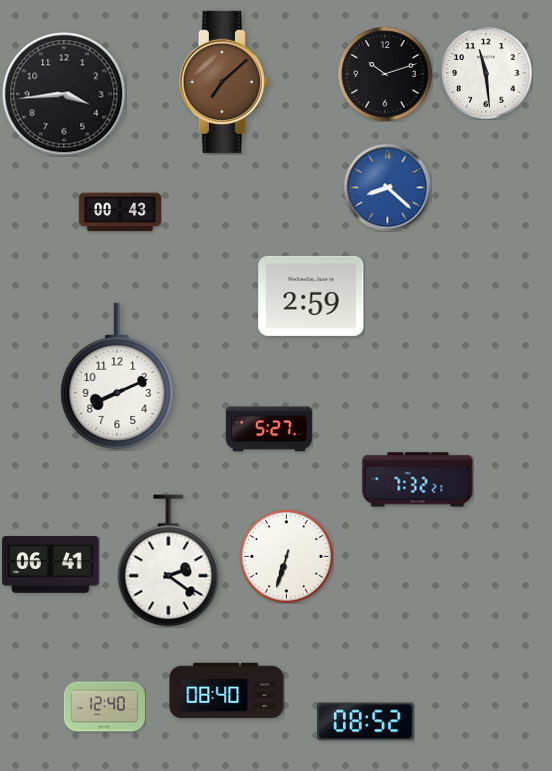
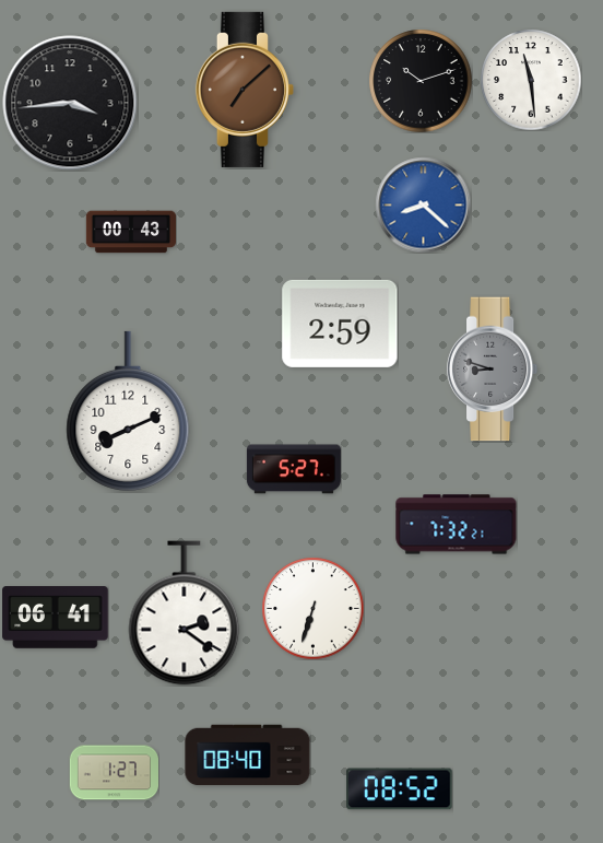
clock at (493, 370): none -> 8:48
clock at (104, 707): 12:40 -> 1:27
